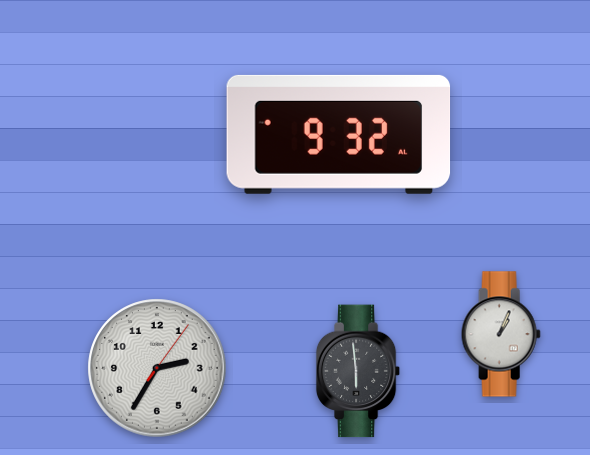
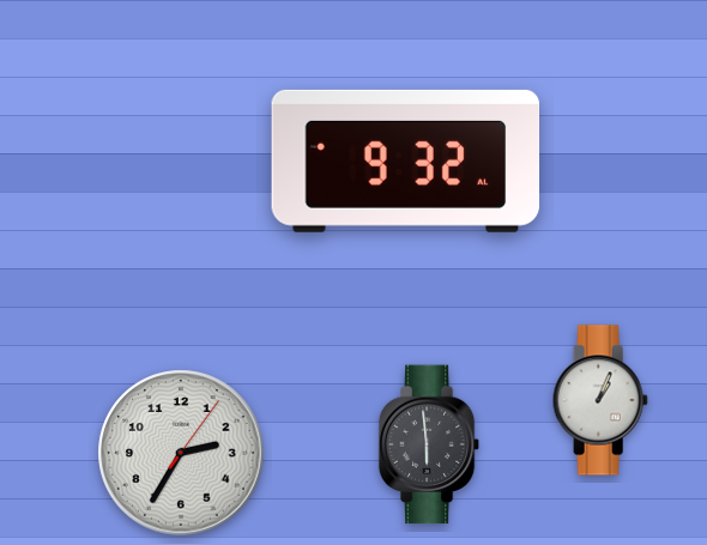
clock at (157, 368) position: (157, 368) -> (181, 453)
